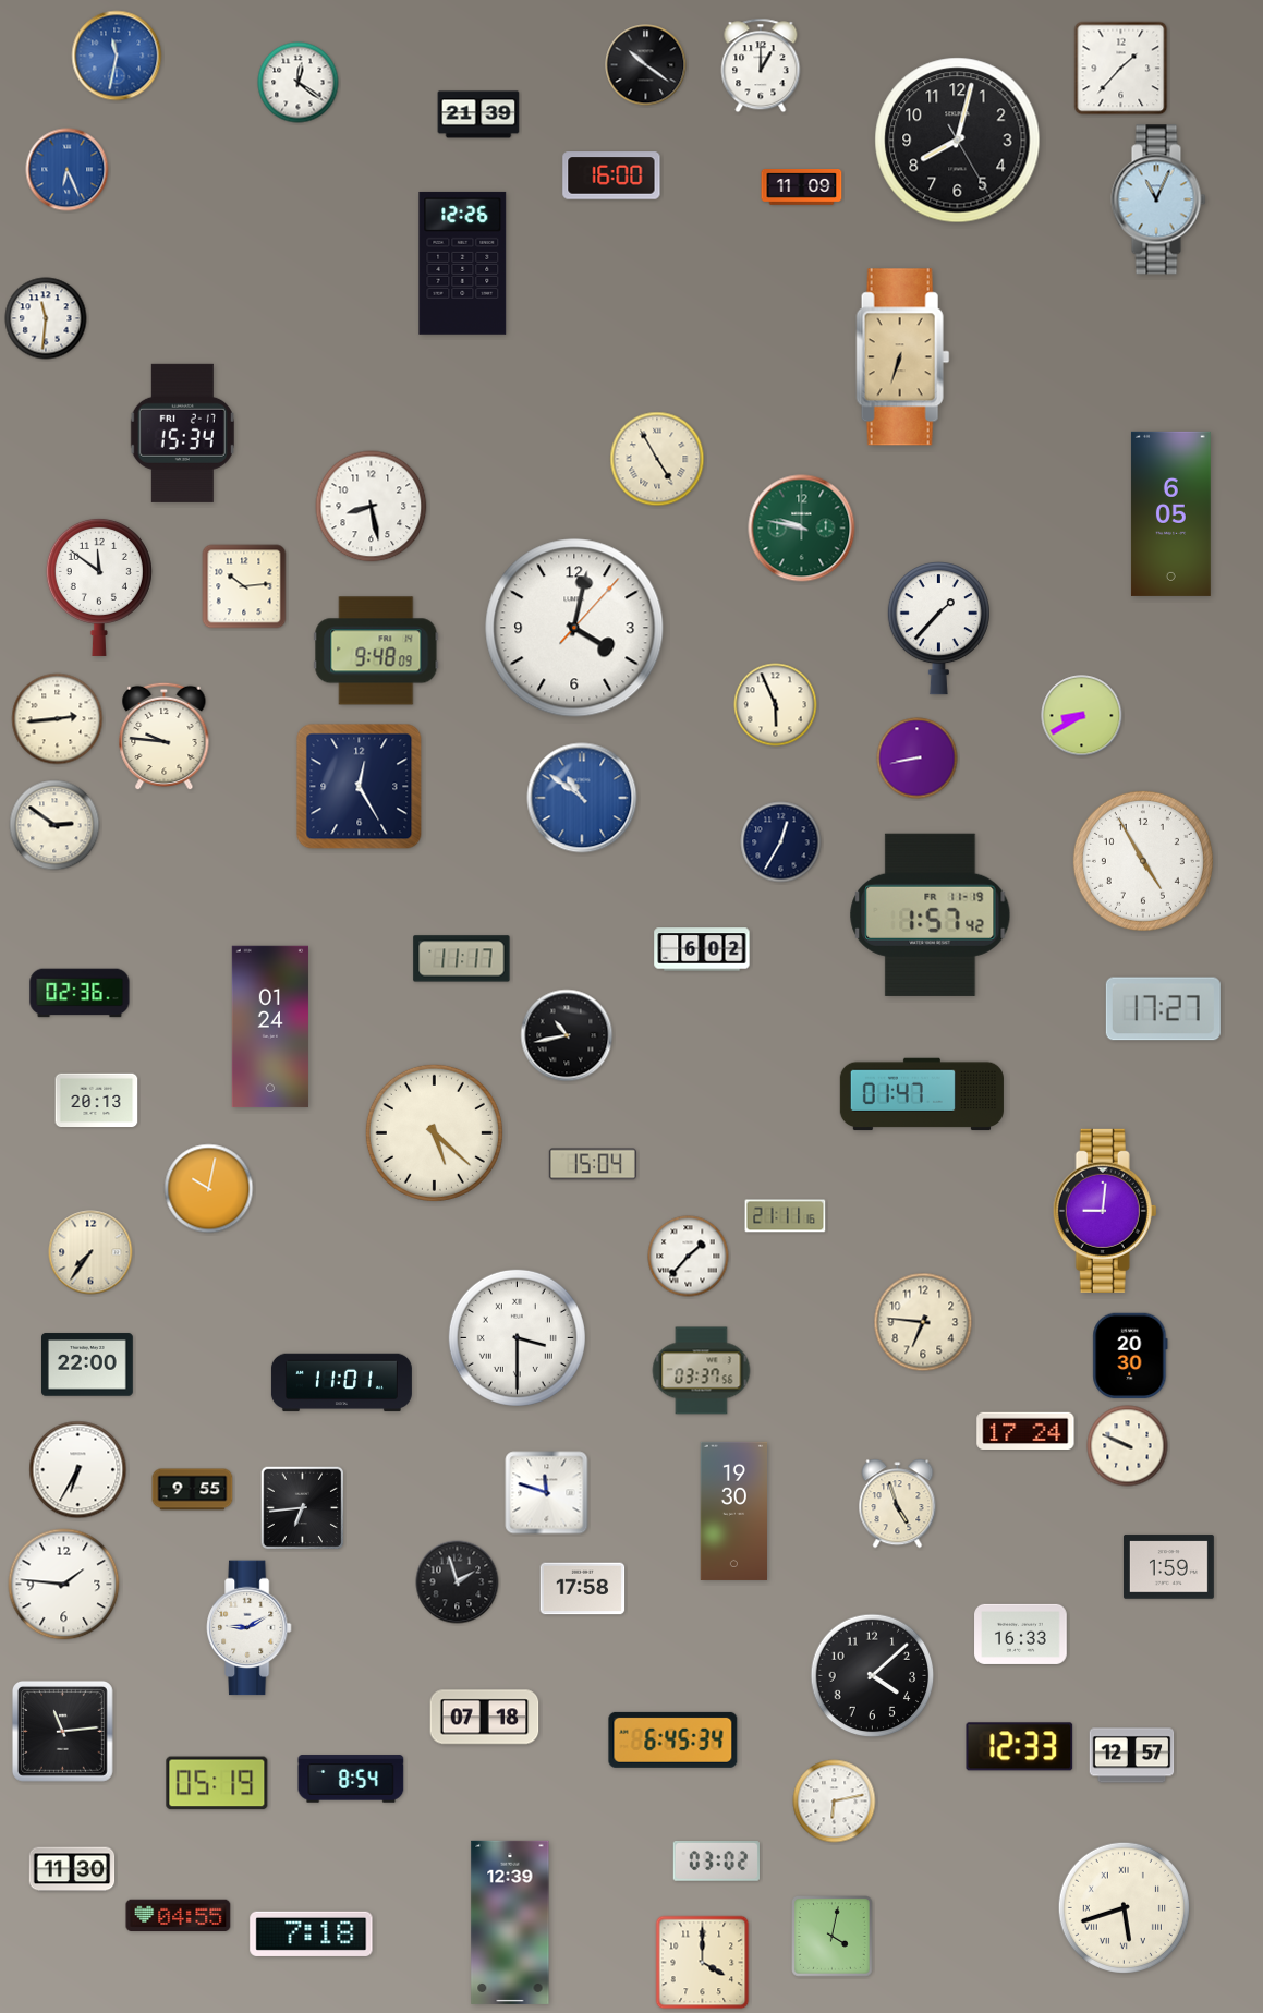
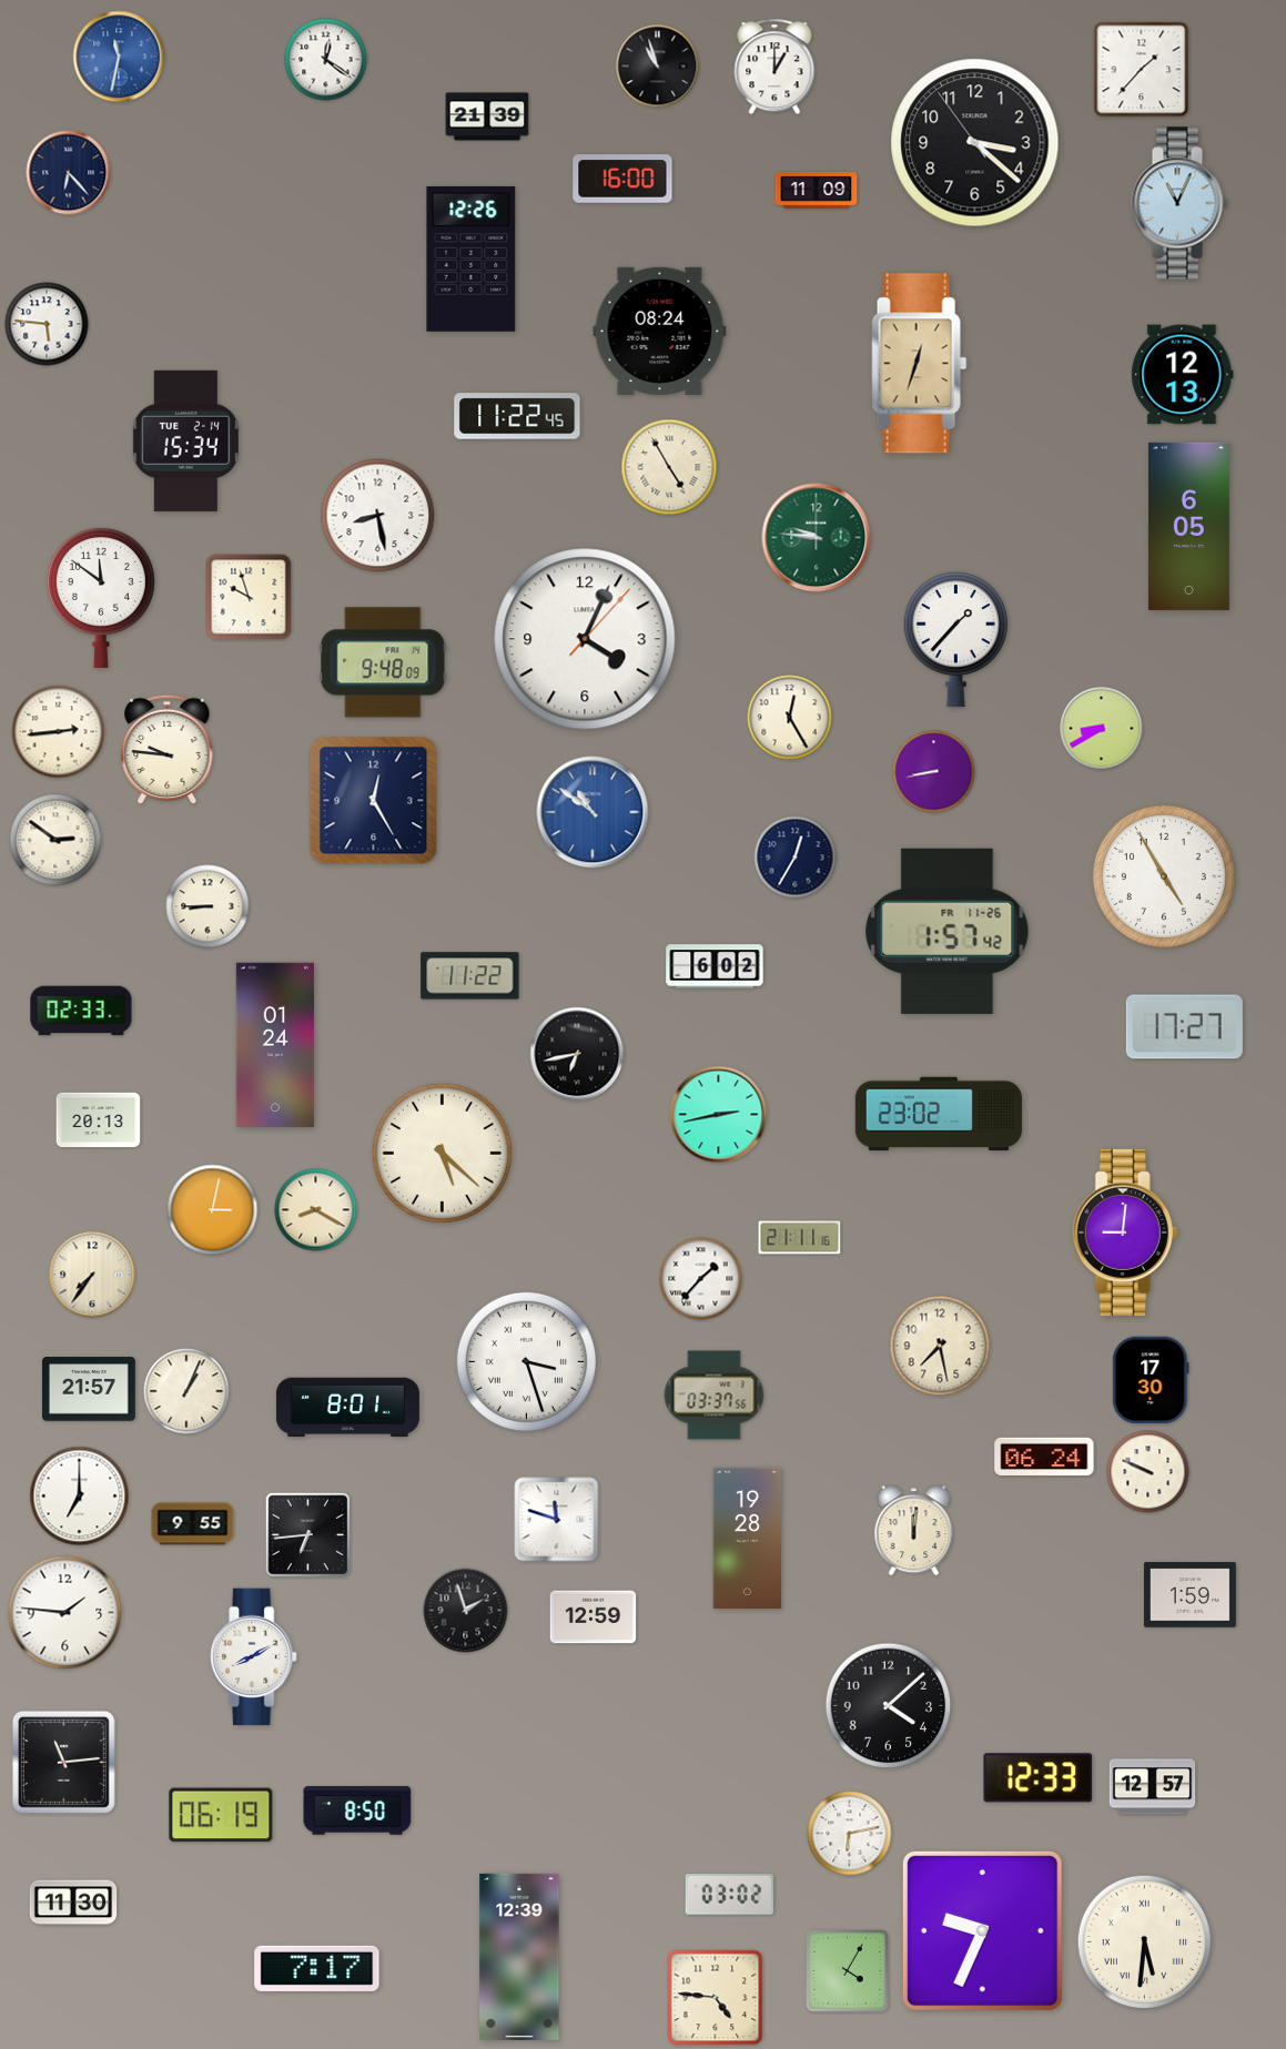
clock at (646, 65): 10:21 -> 10:57
clock at (299, 83) position: (299, 83) -> (326, 60)
clock at (958, 141): 8:02 -> 3:21
clock at (68, 170): 6:26 -> 6:23
clock at (68, 170) dial: blue -> navy
clock at (463, 263) position: (463, 263) -> (472, 258)
clock at (46, 318): 11:31 -> 5:46
clock at (660, 331): none -> 08:24
clock at (903, 357): 6:33 -> 12:33
clock at (1183, 375): none -> 12:13
clock at (517, 416): none -> 11:22
clock at (182, 433) date: FRI 2-17 -> TUE 2-14
clock at (1170, 513) position: (1170, 513) -> (1188, 526)
clock at (802, 529): 9:47 -> 9:46
clock at (244, 586): 10:14 -> 9:57
clock at (574, 628): 4:02 -> 4:04
clock at (776, 705): 5:56 -> 12:25
clock at (360, 787) position: (360, 787) -> (374, 801)
clock at (207, 906): none -> 8:45
clock at (931, 914) date: FR 11-19 -> FR 11-26
clock at (462, 959): 11:17 -> 11:22
clock at (80, 993): 02:36 -> 02:33
clock at (567, 1035): 10:43 -> 6:43
clock at (922, 1094): 01:47 -> 23:02
clock at (719, 1115): none -> 2:43
clock at (593, 1164): 15:04 -> none
clock at (209, 1189): 10:02 -> 3:02
clock at (316, 1210): none -> 8:20
clock at (923, 1322): 6:46 -> 7:28
clock at (517, 1337): 3:30 -> 3:27
clock at (1130, 1356): 20:30 -> 17:30
clock at (88, 1365): 22:00 -> 21:57
clock at (186, 1391): none -> 1:04
clock at (341, 1383): 11:01 -> 8:01
clock at (1025, 1430): 17:24 -> 06:24
clock at (78, 1470): 6:35 -> 7:00
clock at (193, 1490) position: (193, 1490) -> (193, 1524)
clock at (898, 1504): 4:57 -> 12:01
clock at (733, 1511): 19:30 -> 19:28
clock at (583, 1589): 17:58 -> 12:59
clock at (250, 1628): 9:10 -> 8:10
clock at (1021, 1634): 16:33 -> none
clock at (485, 1718): 07:18 -> none
clock at (673, 1739): 6:45 -> none
clock at (351, 1779): 8:54 -> 8:50
clock at (217, 1783): 05:19 -> 06:19
clock at (982, 1930): none -> 9:34
clock at (1124, 1907): 5:42 -> 5:31
clock at (179, 1915): 04:55 -> none
clock at (312, 1933): 7:18 -> 7:17
clock at (833, 1937): 4:02 -> 4:05
clock at (703, 1963): 4:00 -> 4:46
